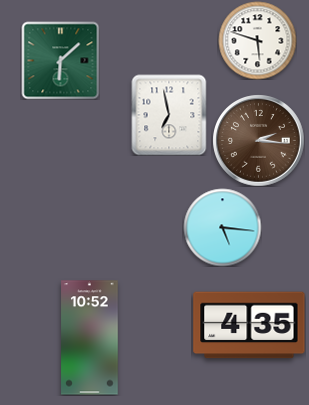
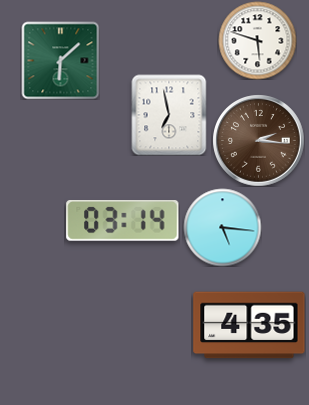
clock at (123, 221): none -> 03:14
clock at (90, 338): 10:52 -> none
